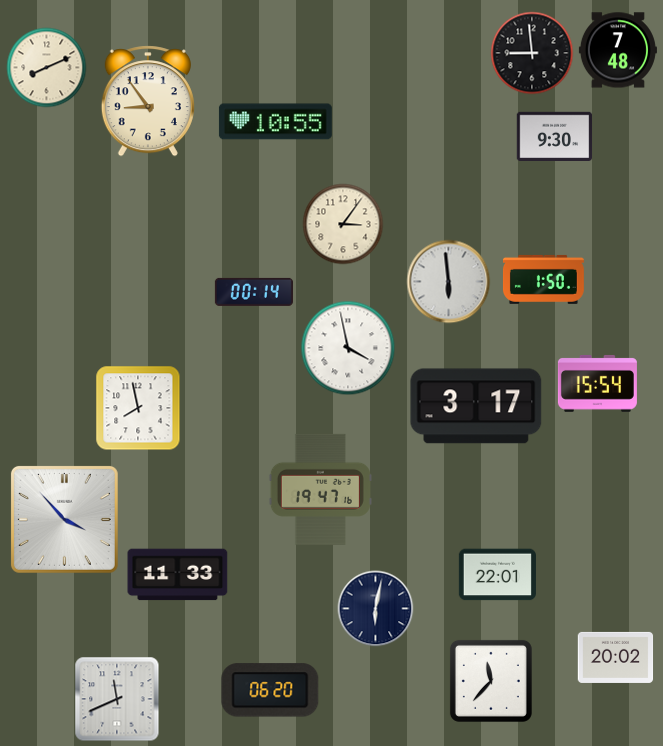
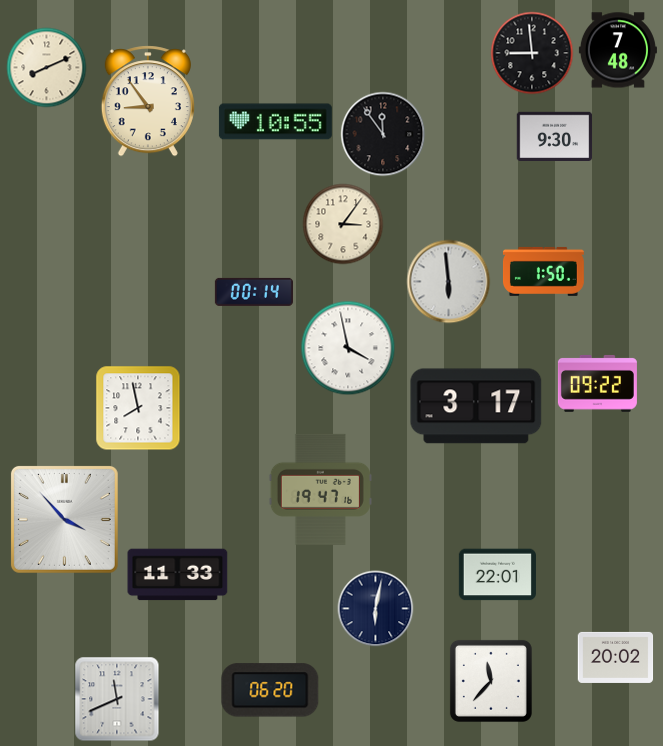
clock at (383, 134): none -> 11:54
clock at (543, 279) position: (543, 279) -> (543, 271)
clock at (597, 383): 15:54 -> 09:22
